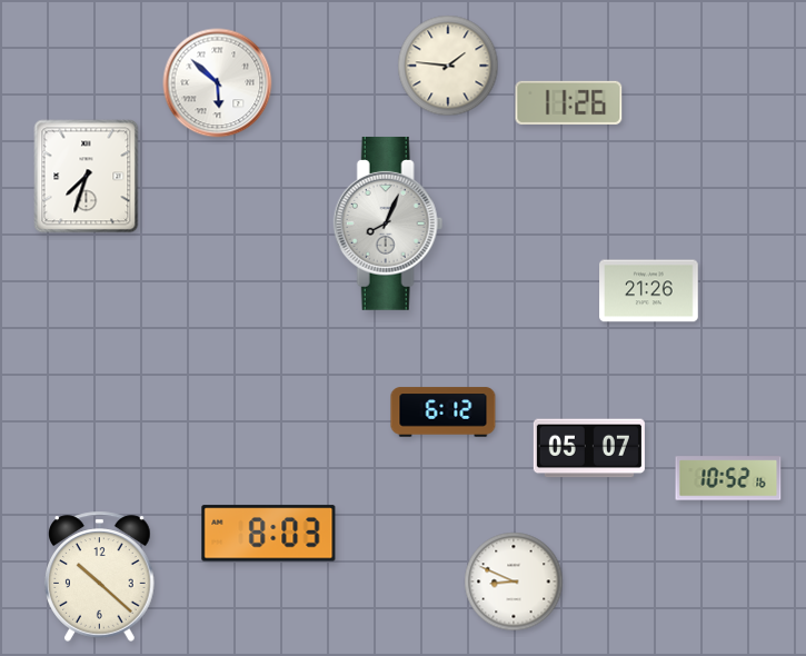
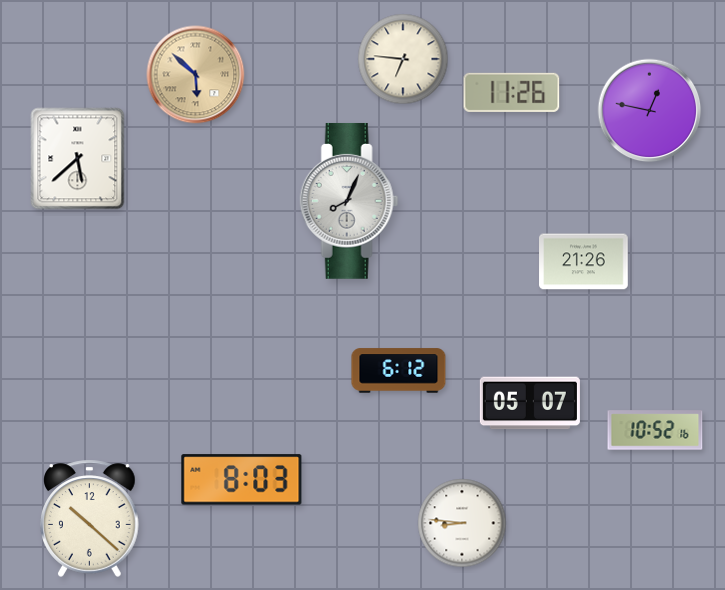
clock at (448, 66): 1:46 -> 6:46
clock at (218, 83) dial: white -> champagne
clock at (650, 111): none -> 12:47
clock at (87, 177): 7:33 -> 5:38
clock at (514, 582): 8:49 -> 8:46
